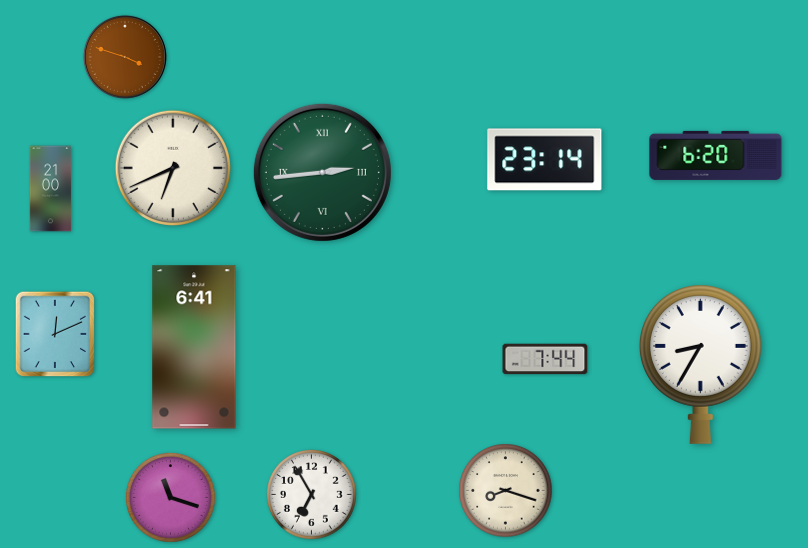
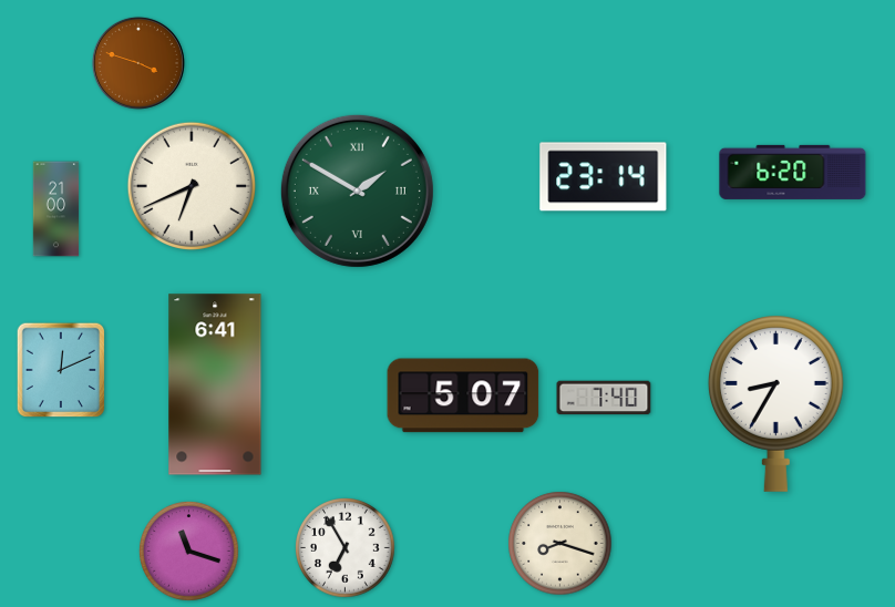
clock at (322, 172): 2:44 -> 1:50
clock at (463, 395): none -> 5:07
clock at (545, 359): 7:44 -> 7:40
